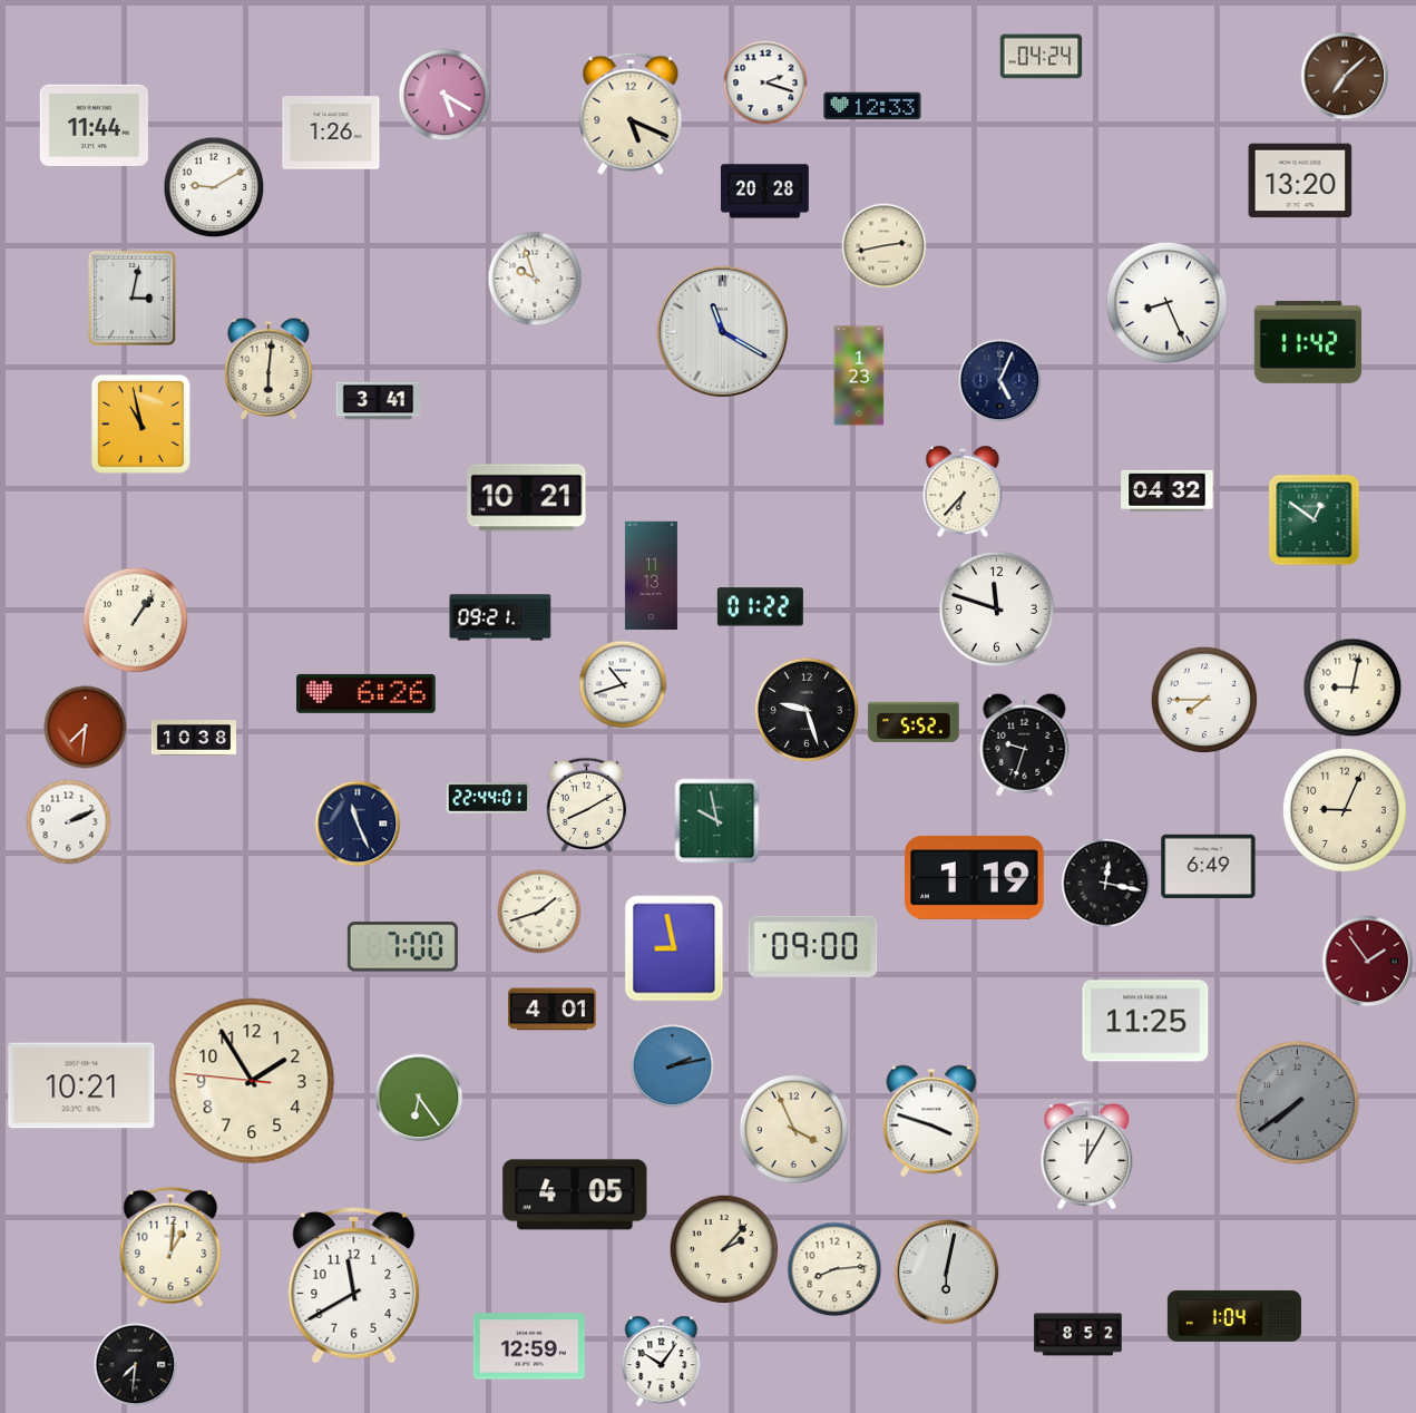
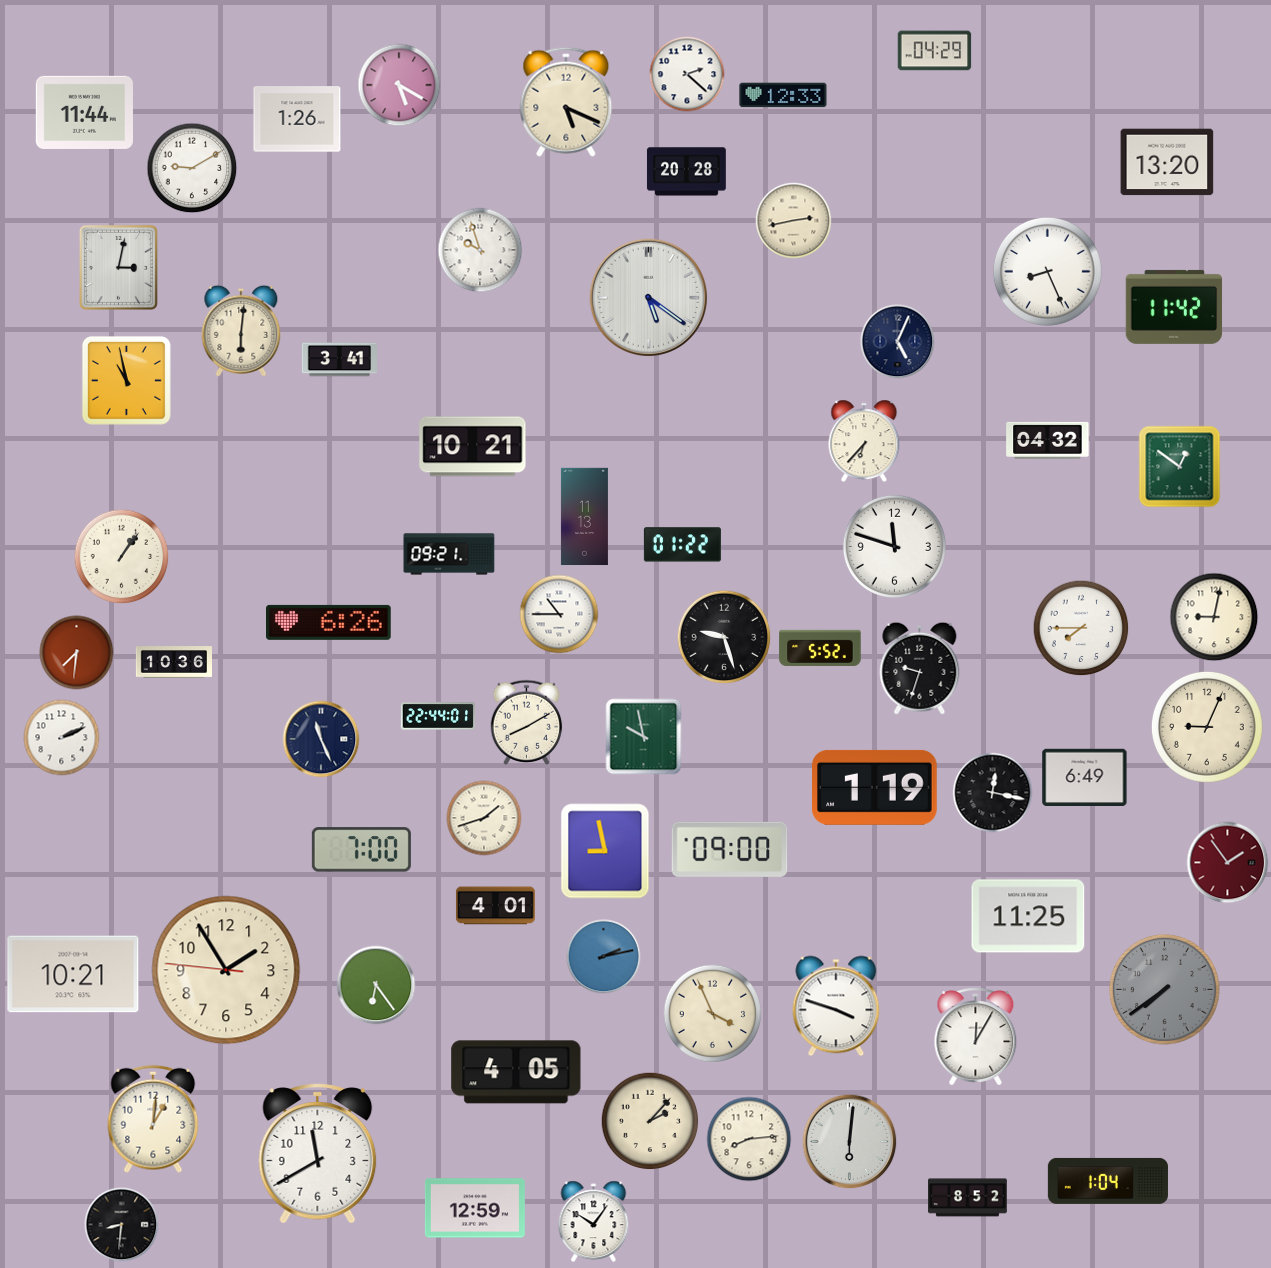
clock at (1042, 57): 04:24 -> 04:29
clock at (1345, 76): 7:08 -> none
clock at (765, 82): 2:18 -> 2:22
clock at (723, 332): 11:20 -> 5:21
clock at (859, 376): 1:23 -> none
clock at (623, 684): 10:42 -> 10:45
clock at (193, 738): 10:38 -> 10:36
clock at (947, 1273): 6:02 -> 6:01
clock at (136, 1365): 7:31 -> 8:31
